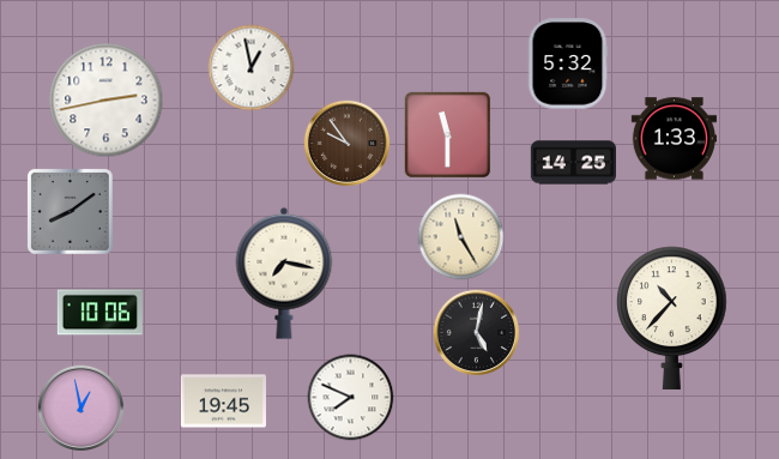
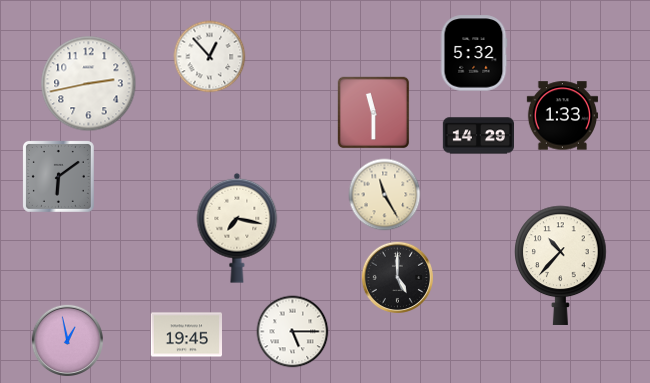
clock at (252, 68): 12:58 -> 12:53
clock at (346, 143): 9:54 -> none
clock at (573, 163): 14:25 -> 14:29
clock at (70, 211): 8:09 -> 6:09
clock at (461, 237) position: (461, 237) -> (385, 195)
clock at (99, 313): 10:06 -> none
clock at (476, 332): 5:02 -> 5:00
clock at (351, 398): 7:49 -> 5:15
